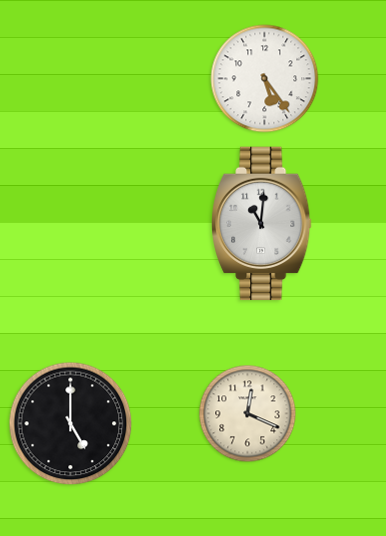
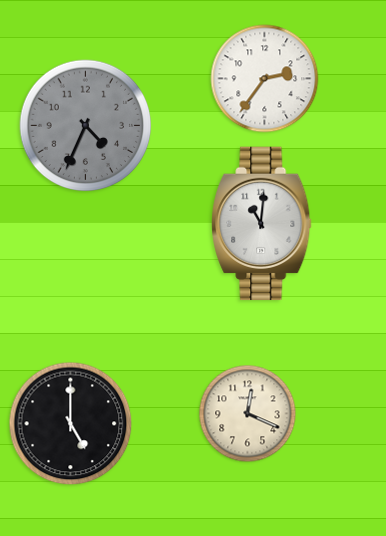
clock at (265, 79): 5:24 -> 2:36
clock at (86, 126): none -> 4:34
